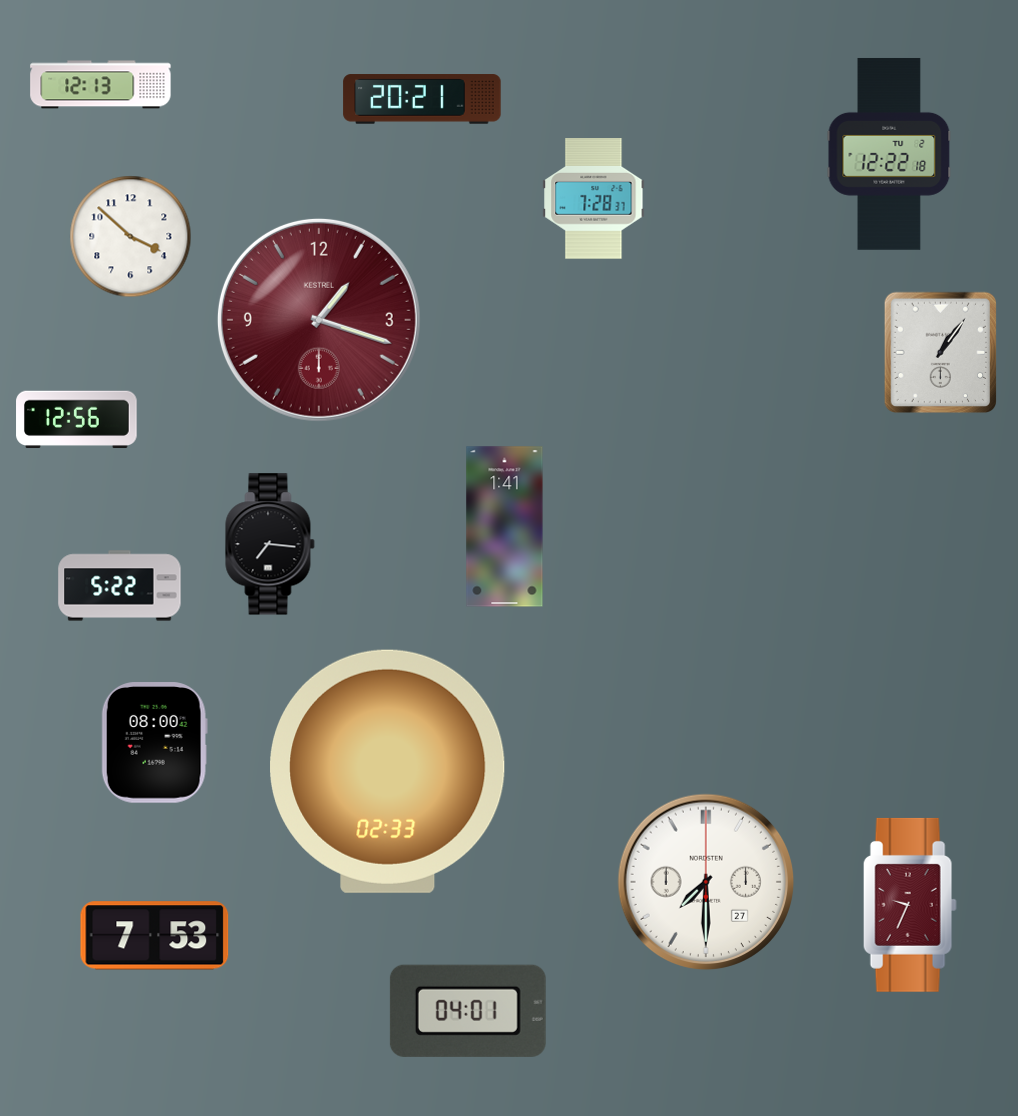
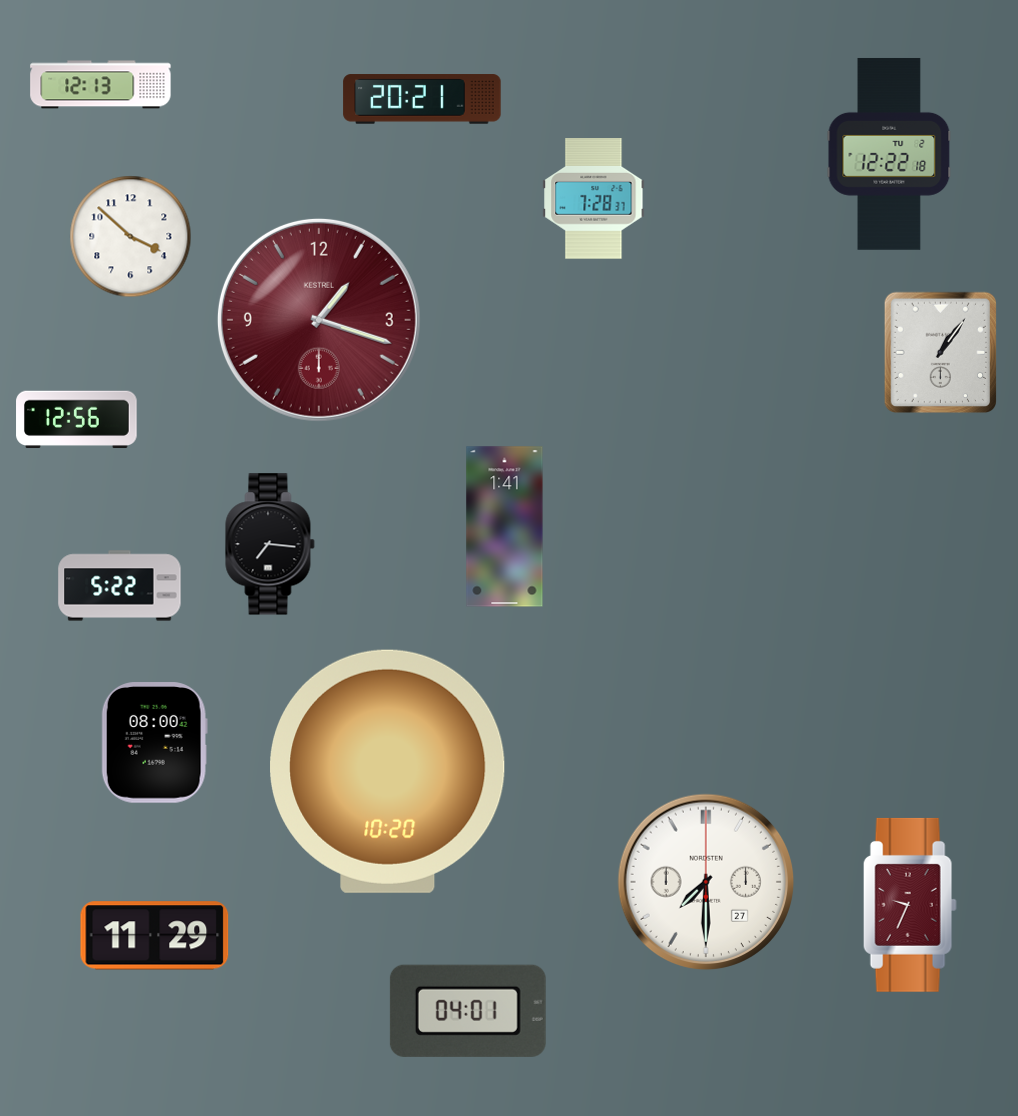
clock at (388, 771): 02:33 -> 10:20
clock at (155, 936): 7:53 -> 11:29
